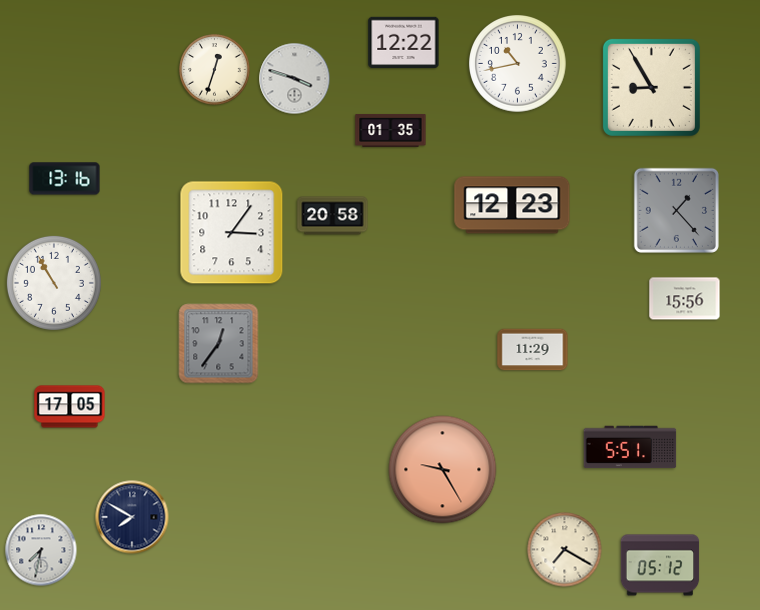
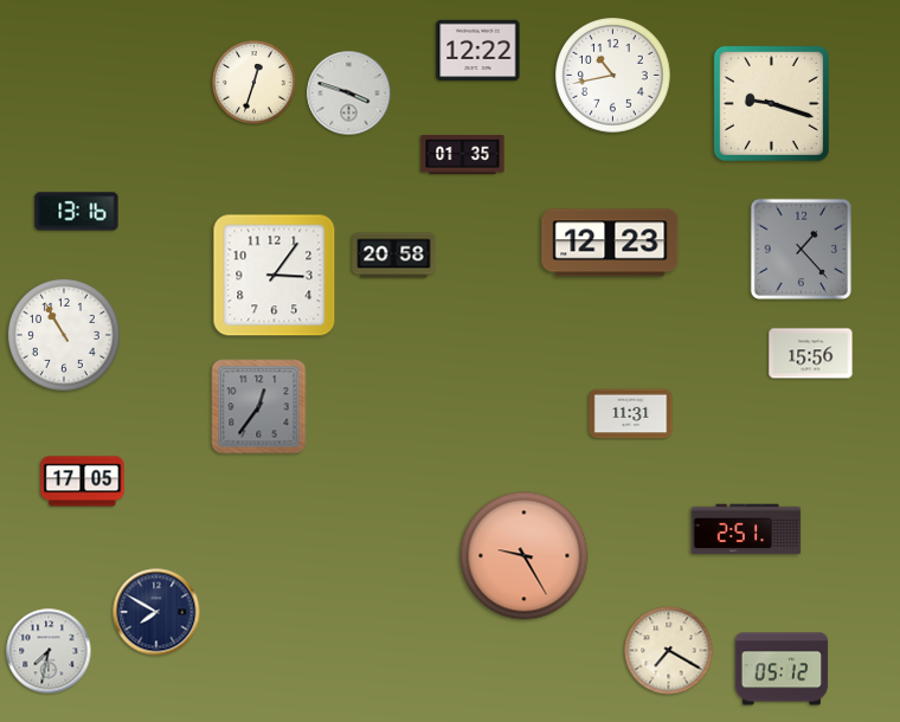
clock at (651, 87): 8:55 -> 9:18
clock at (512, 205) position: (512, 205) -> (610, 243)
clock at (533, 350): 11:29 -> 11:31
clock at (630, 447): 5:51 -> 2:51
